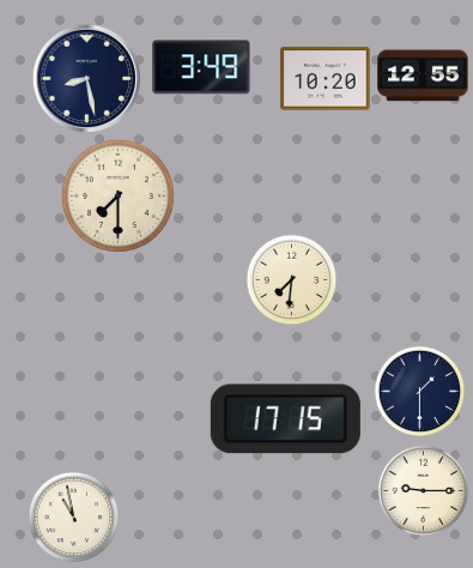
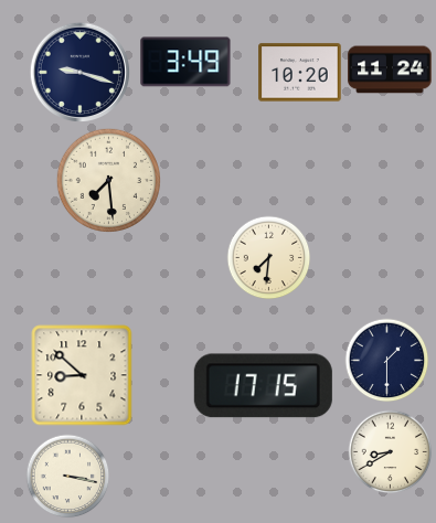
clock at (423, 75): 12:55 -> 11:24
clock at (86, 78): 8:28 -> 9:18
clock at (117, 195): 7:30 -> 7:29
clock at (82, 375): none -> 8:52
clock at (424, 491): 9:15 -> 8:40
clock at (74, 518): 10:58 -> 3:17
